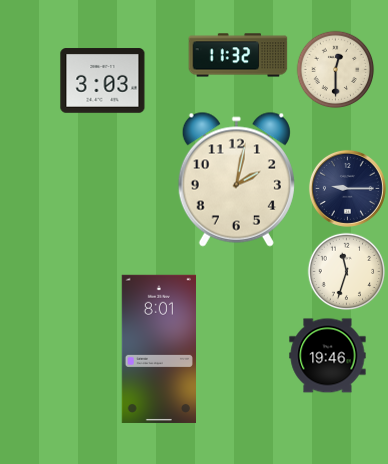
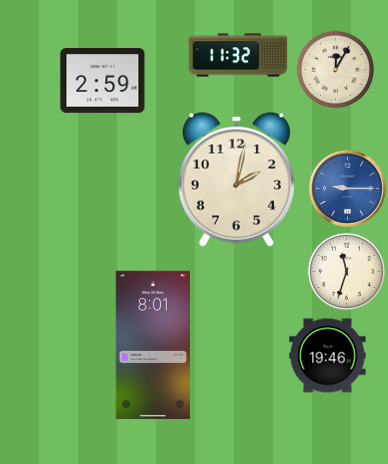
clock at (335, 69): 12:30 -> 12:05
clock at (103, 81): 3:03 -> 2:59
clock at (347, 188) dial: navy -> blue
clock at (158, 349) position: (158, 349) -> (152, 345)
